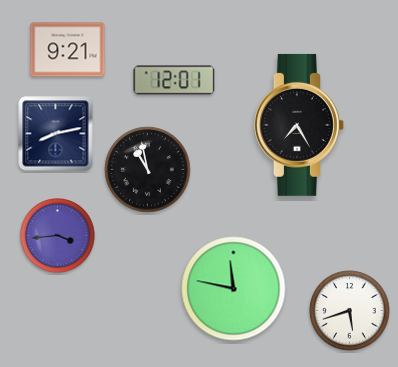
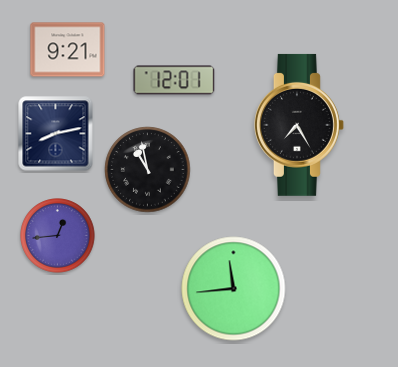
clock at (58, 236): 3:44 -> 12:44
clock at (234, 289): 11:47 -> 11:44
clock at (350, 311): 5:42 -> none
